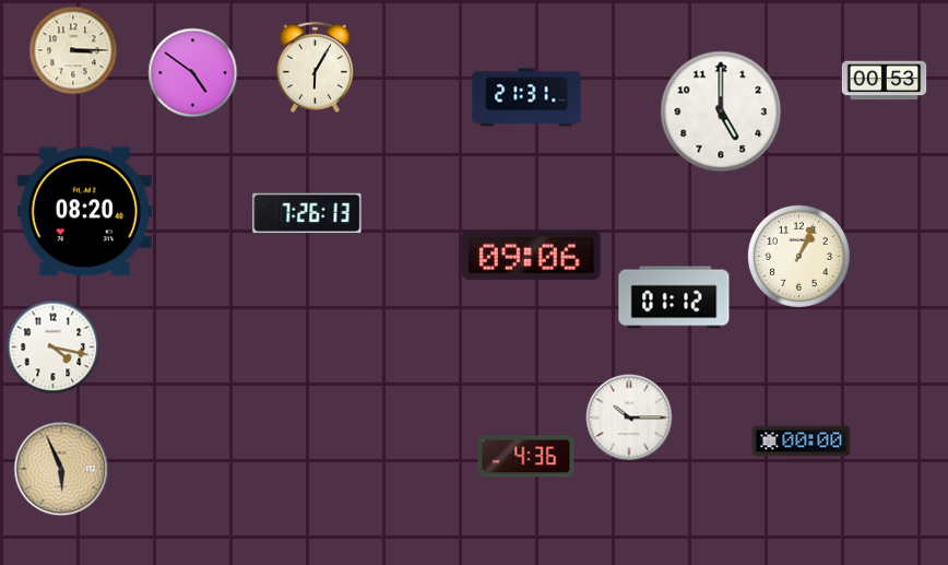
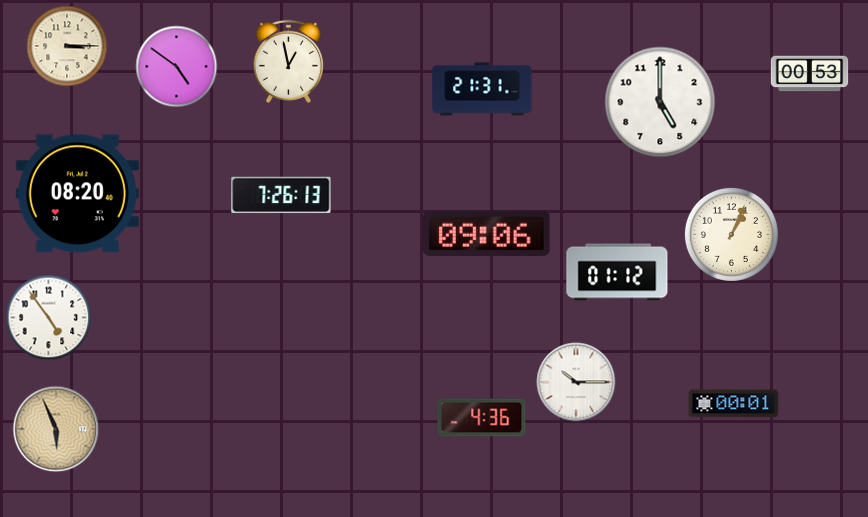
clock at (315, 67): 6:05 -> 12:58
clock at (54, 348): 4:17 -> 4:54
clock at (802, 442): 00:00 -> 00:01
